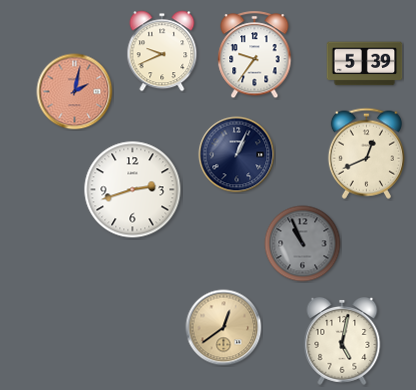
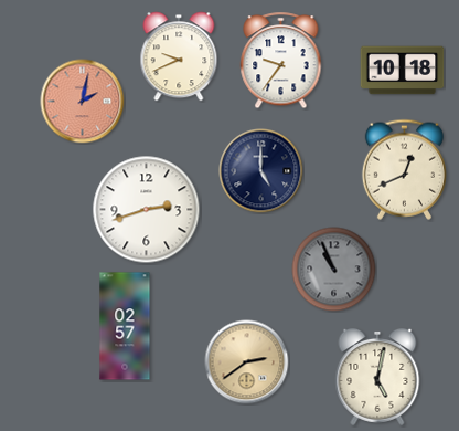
clock at (365, 64): 5:39 -> 10:18
clock at (237, 155): 1:04 -> 5:00
clock at (125, 326): none -> 02:57
clock at (224, 328): 12:39 -> 2:39
